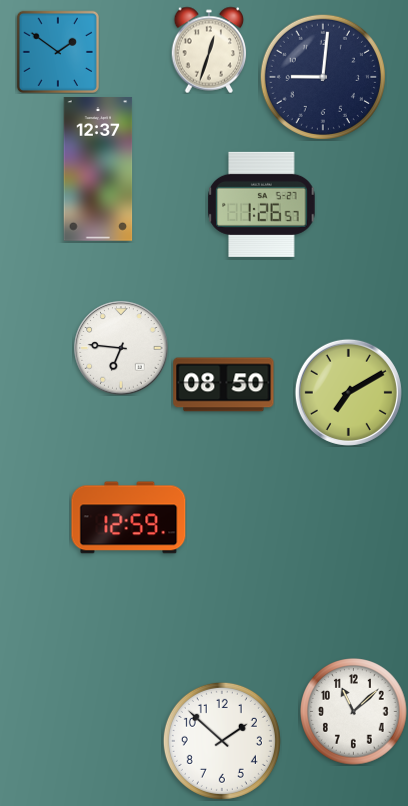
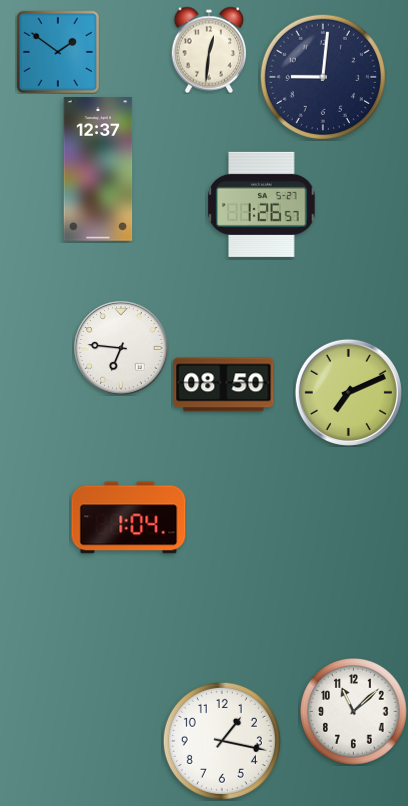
clock at (209, 50): 12:33 -> 12:31
clock at (348, 392): 7:10 -> 7:11
clock at (129, 518): 12:59 -> 1:04
clock at (222, 741): 1:52 -> 1:17
